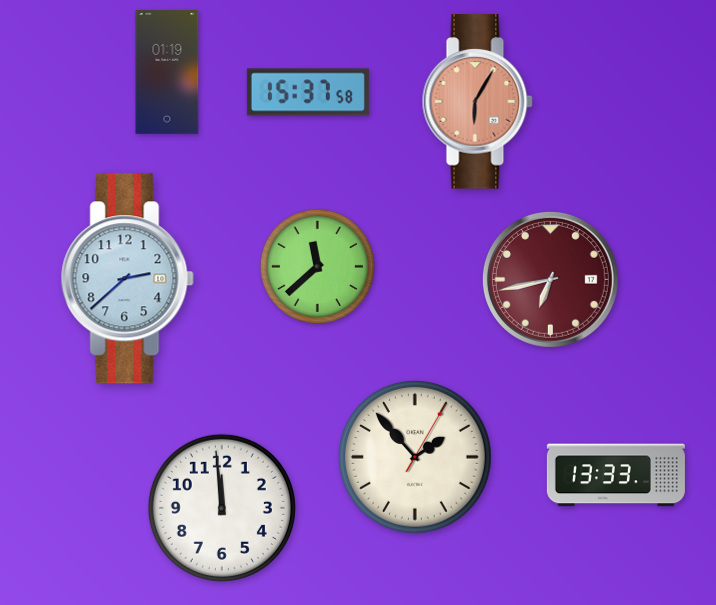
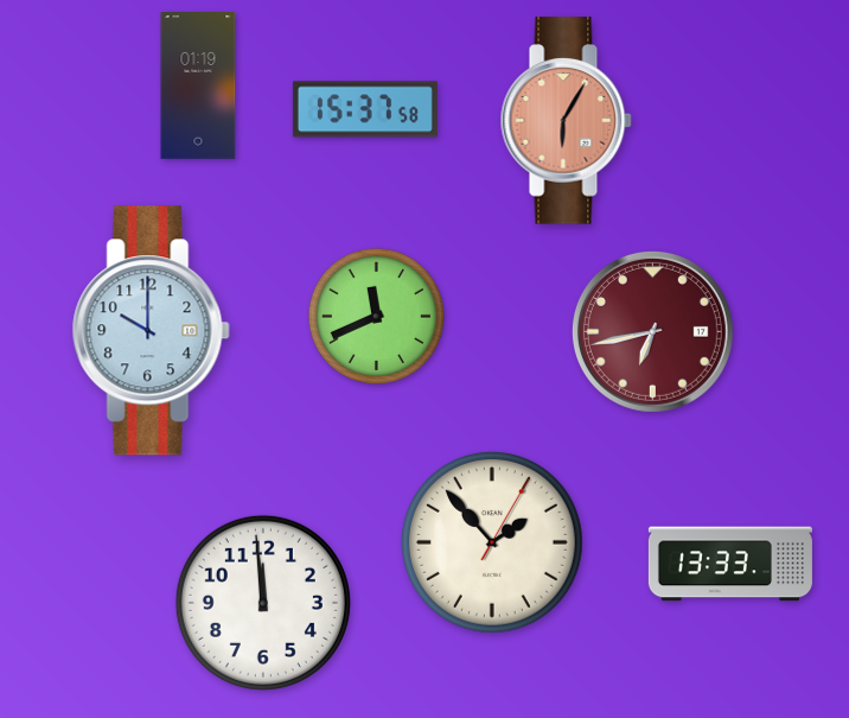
clock at (317, 266): 11:38 -> 11:41
clock at (127, 279): 2:38 -> 10:00
